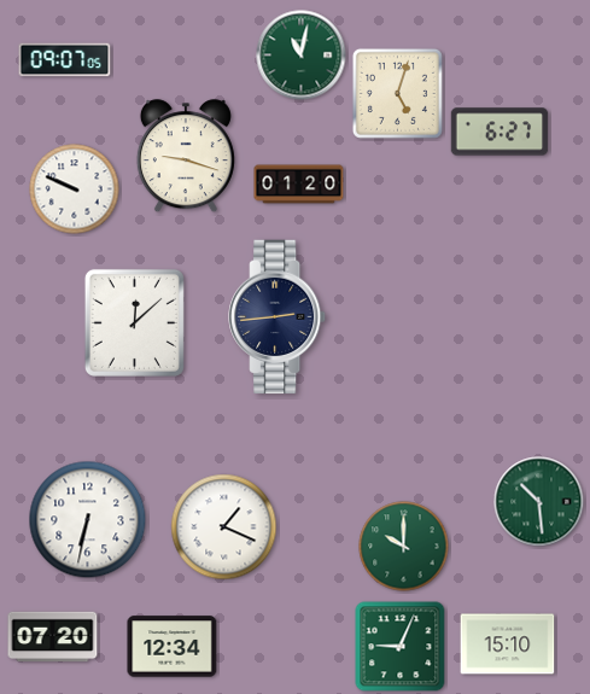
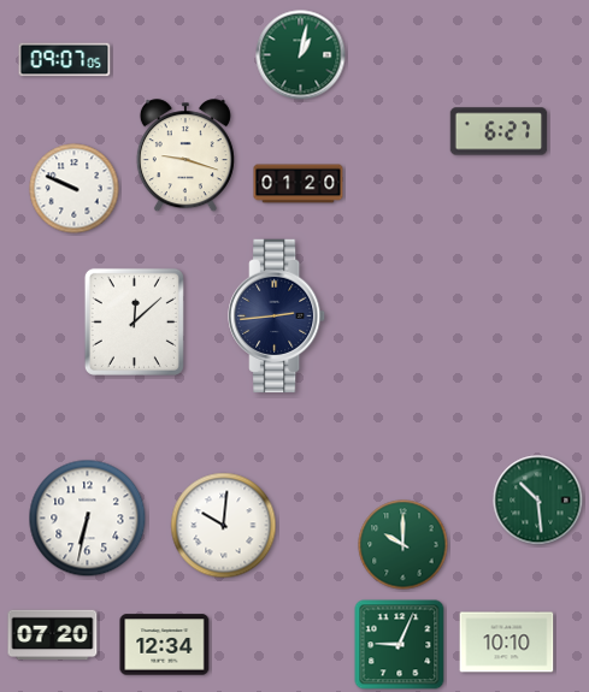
clock at (302, 56): 11:02 -> 1:02
clock at (397, 93): 5:03 -> none
clock at (224, 527): 1:19 -> 10:01
clock at (508, 645): 15:10 -> 10:10
clock at (173, 647) position: (173, 647) -> (165, 645)
